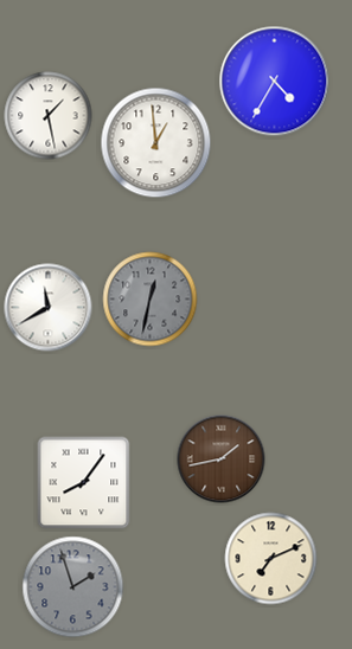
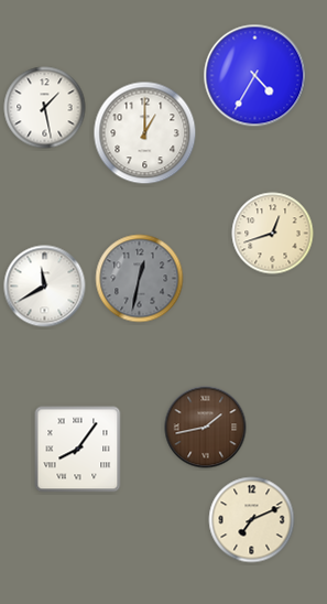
clock at (156, 143): 12:59 -> 1:00
clock at (273, 234): none -> 12:42
clock at (73, 587): 1:57 -> none
